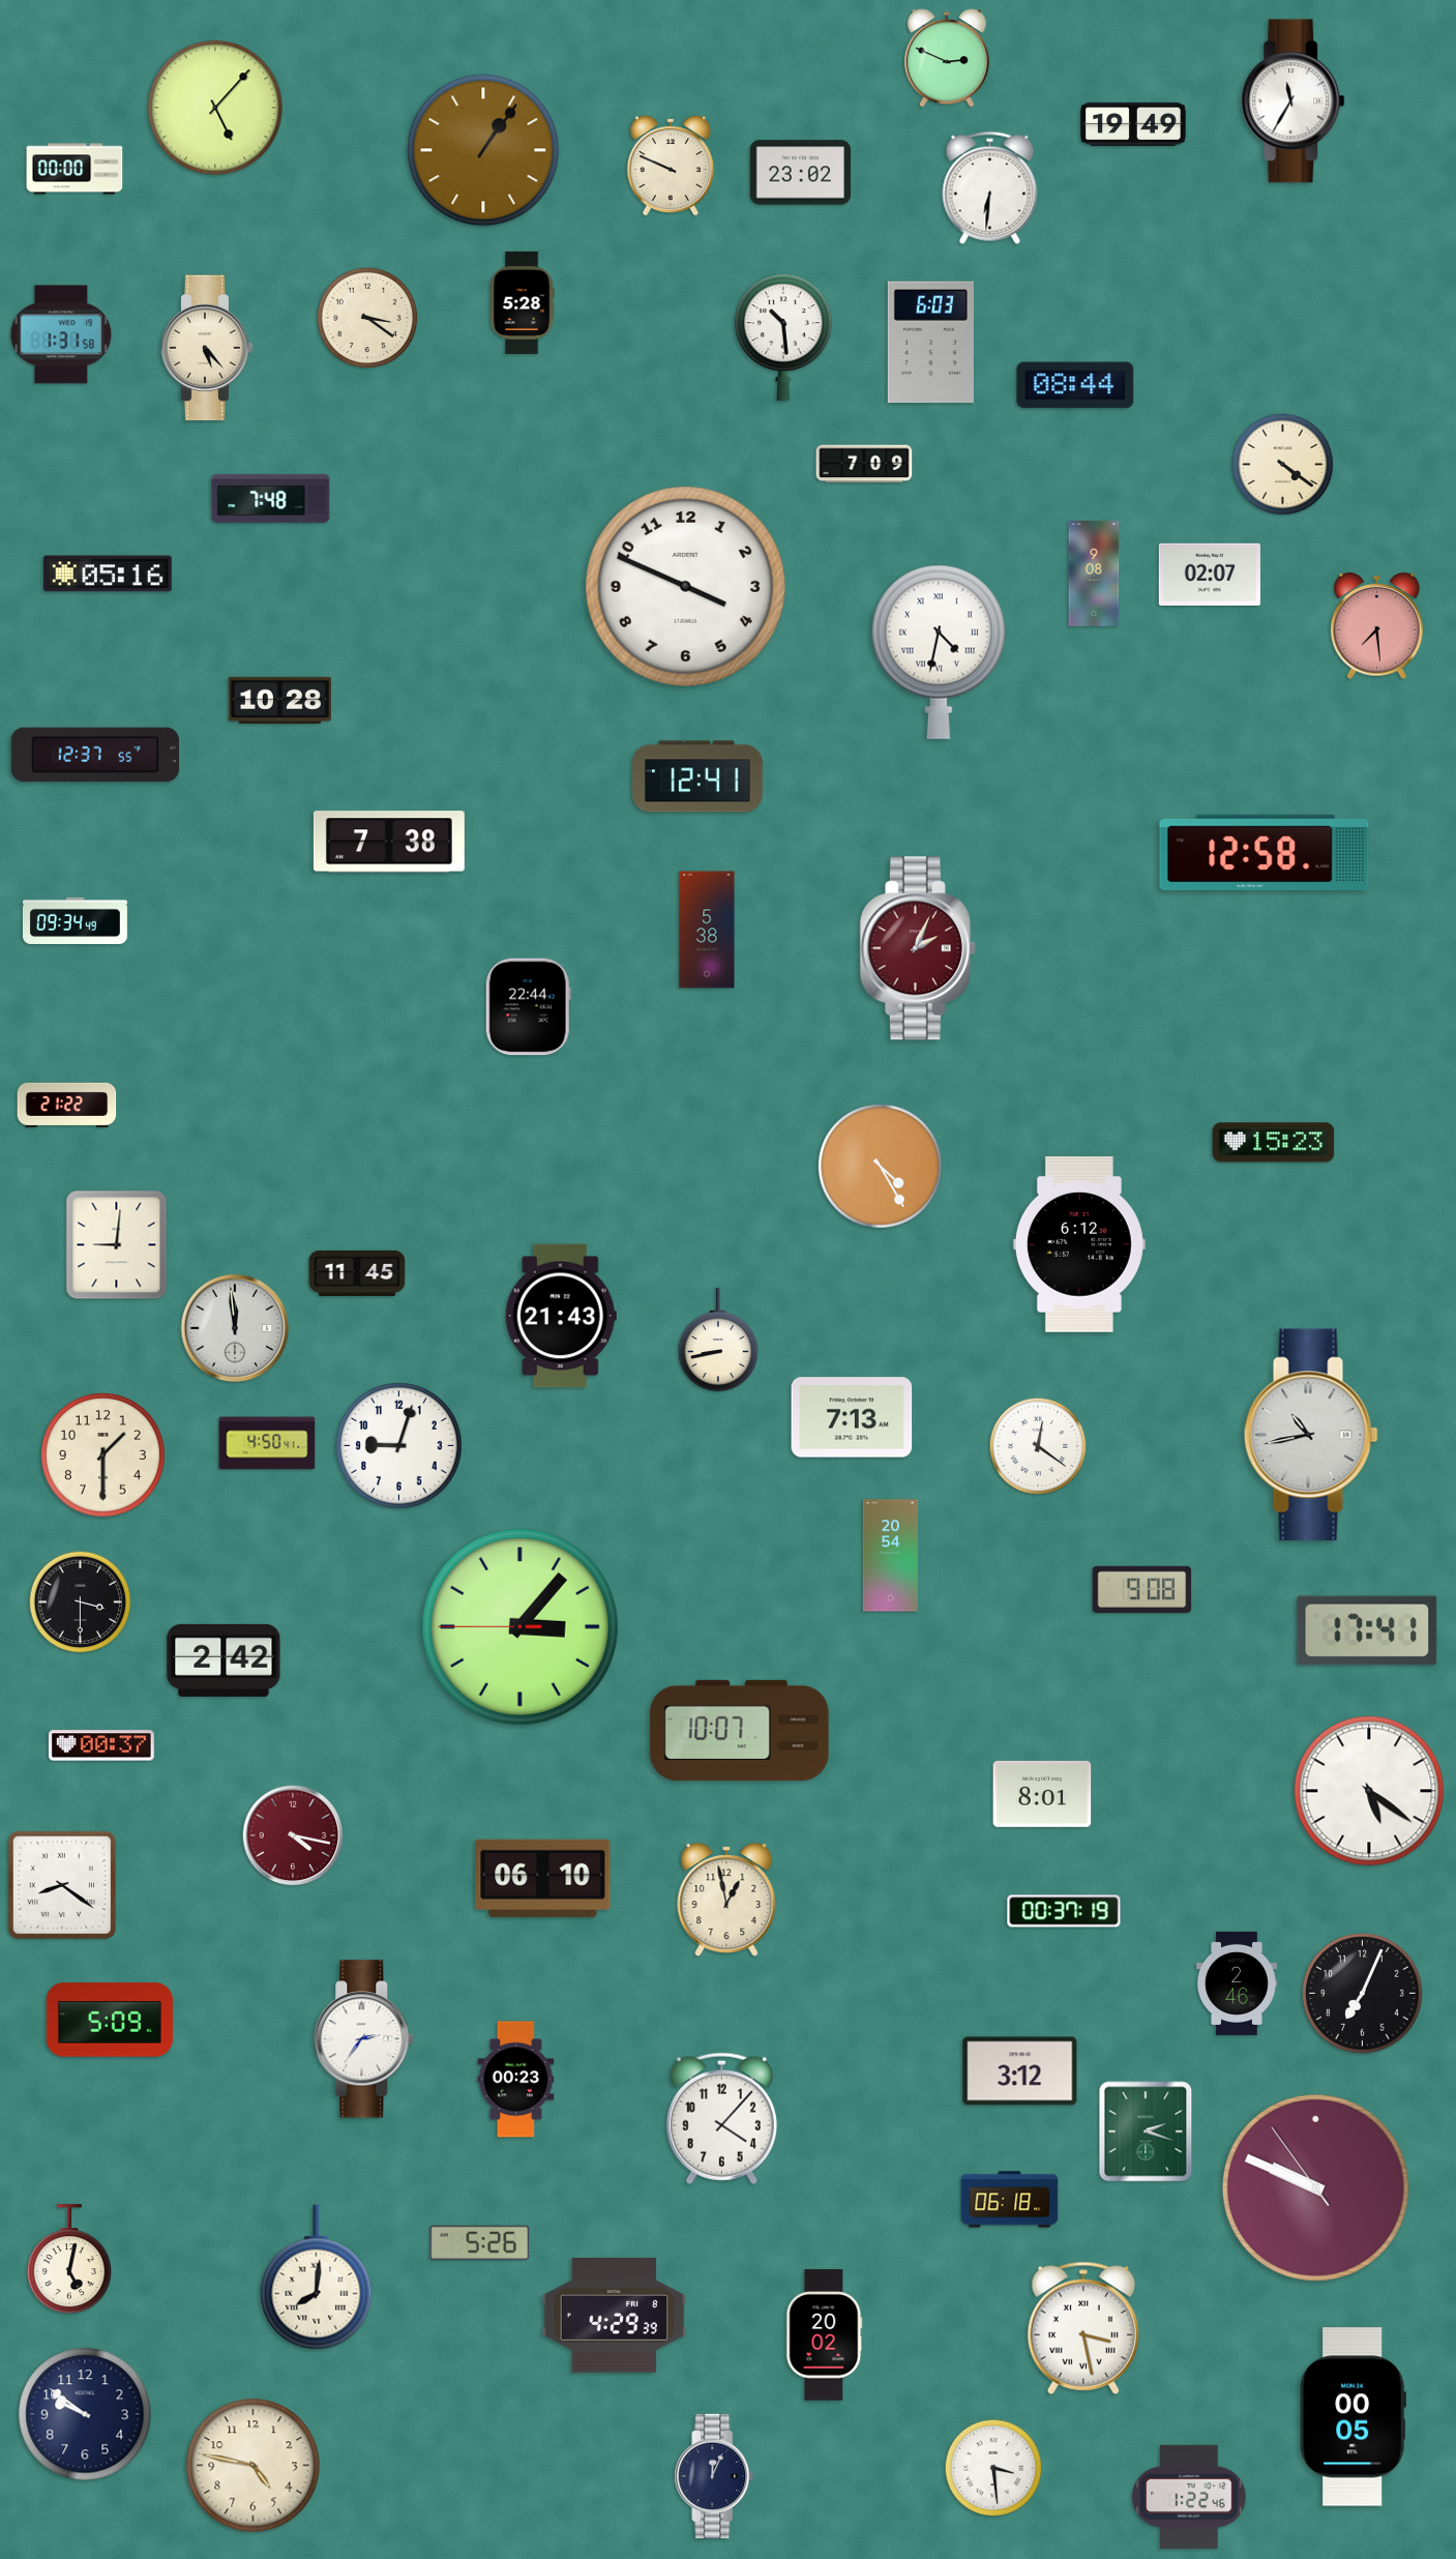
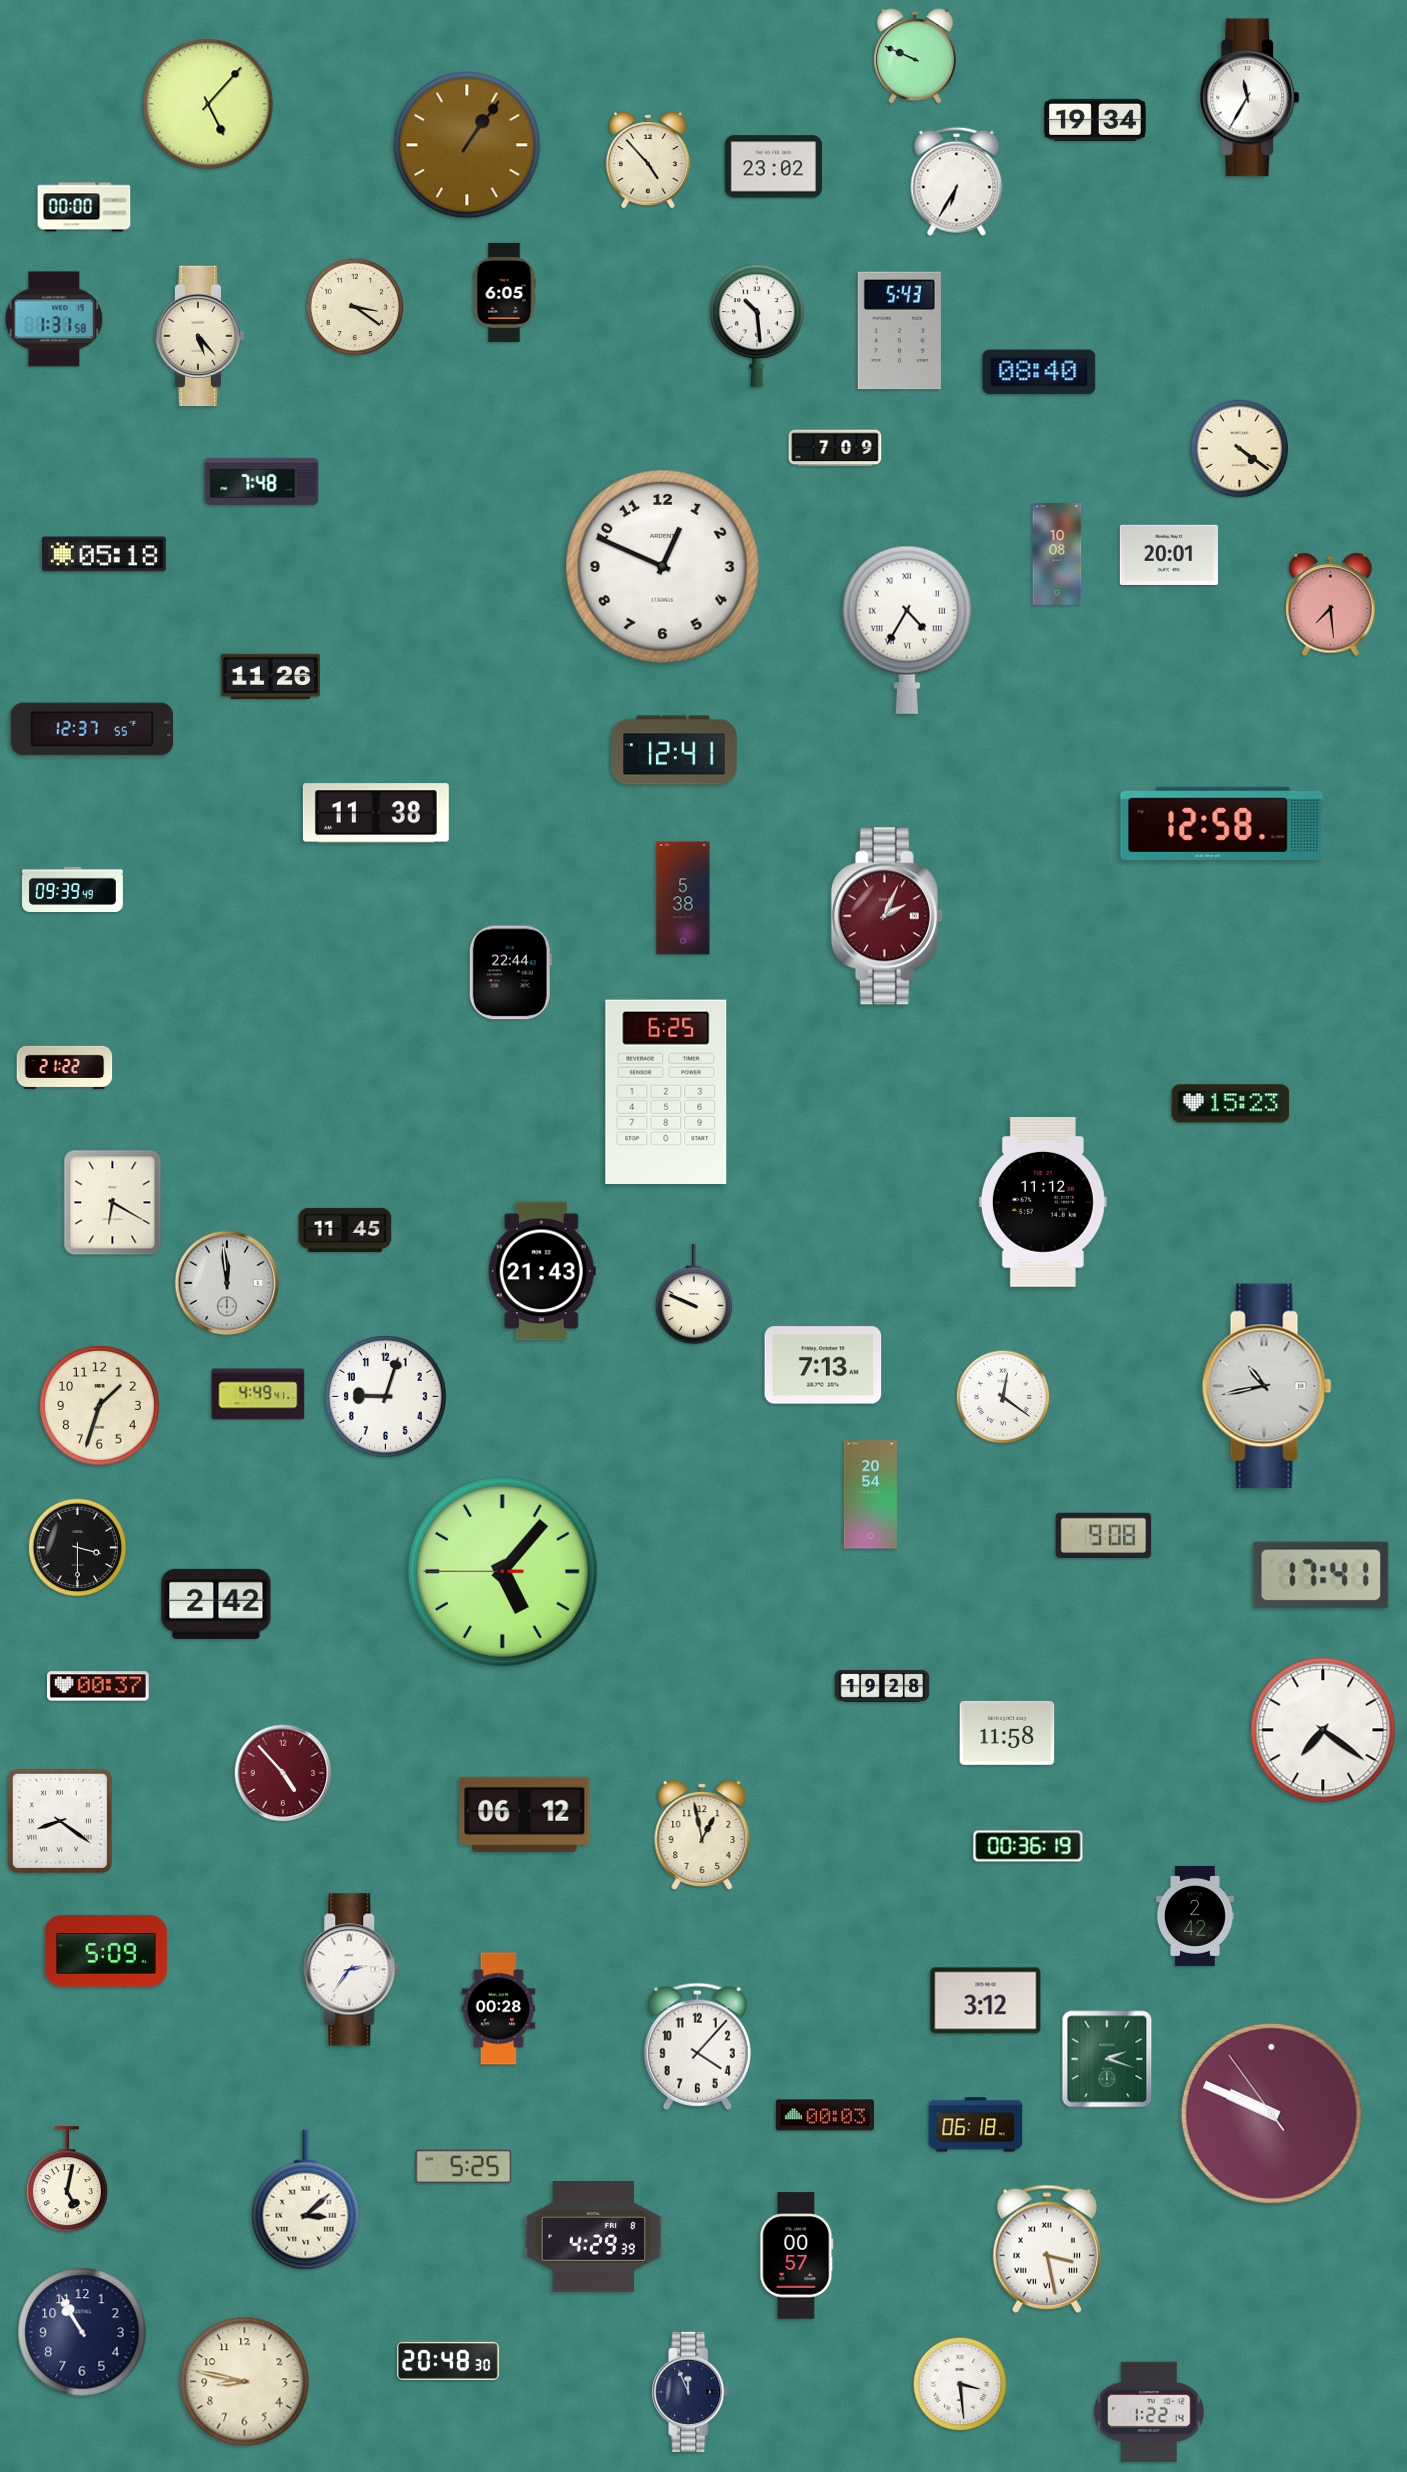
clock at (947, 58): 2:49 -> 9:49
clock at (1134, 124): 19:49 -> 19:34
clock at (671, 167): 9:49 -> 4:53
clock at (75, 169) position: (75, 169) -> (84, 207)
clock at (990, 187): 6:31 -> 6:35
clock at (522, 302): 5:28 -> 6:05
clock at (61, 334) position: (61, 334) -> (54, 319)
clock at (930, 343): 6:03 -> 5:43
clock at (1075, 385): 08:44 -> 08:40
clock at (108, 573): 05:16 -> 05:18
clock at (1094, 575): 9:08 -> 10:08
clock at (1210, 575): 02:07 -> 20:01
clock at (685, 586): 3:49 -> 12:49
clock at (939, 652): 4:32 -> 4:35
clock at (279, 700): 10:28 -> 11:26
clock at (389, 842): 7:38 -> 11:38
clock at (75, 920): 09:34 -> 09:39
clock at (666, 1092): none -> 6:25
clock at (881, 1167): 4:25 -> none
clock at (117, 1245): 9:01 -> 6:20
clock at (1079, 1245): 6:12 -> 11:12
clock at (718, 1340): 8:43 -> 9:49
clock at (852, 1417) position: (852, 1417) -> (823, 1365)
clock at (267, 1443): 4:50 -> 4:49
clock at (103, 1455): 1:30 -> 1:33
clock at (890, 1556) position: (890, 1556) -> (870, 1495)
clock at (519, 1626): 3:06 -> 5:06
clock at (740, 1730): 10:07 -> none
clock at (882, 1686): none -> 19:28
clock at (1369, 1791): 5:21 -> 7:21
clock at (1042, 1794): 8:01 -> 11:58
clock at (293, 1835): 4:17 -> 4:53
clock at (543, 1878): 06:10 -> 06:12
clock at (1064, 1911): 00:37 -> 00:36
clock at (1237, 1983): 2:46 -> 2:42
clock at (1363, 1994): 7:04 -> none
clock at (516, 2080): 00:23 -> 00:28
clock at (825, 2115): none -> 00:03
clock at (480, 2242): 5:26 -> 5:25
clock at (69, 2260) position: (69, 2260) -> (67, 2180)
clock at (317, 2277): 8:01 -> 3:08
clock at (825, 2335): 20:02 -> 00:57
clock at (85, 2414): 9:51 -> 10:55
clock at (1353, 2417): 00:05 -> none
clock at (448, 2361): none -> 20:48
clock at (254, 2466): 4:47 -> 8:47
clock at (714, 2476): 12:04 -> 11:56
clock at (1189, 2496): 1:22:46 -> 1:22:14
